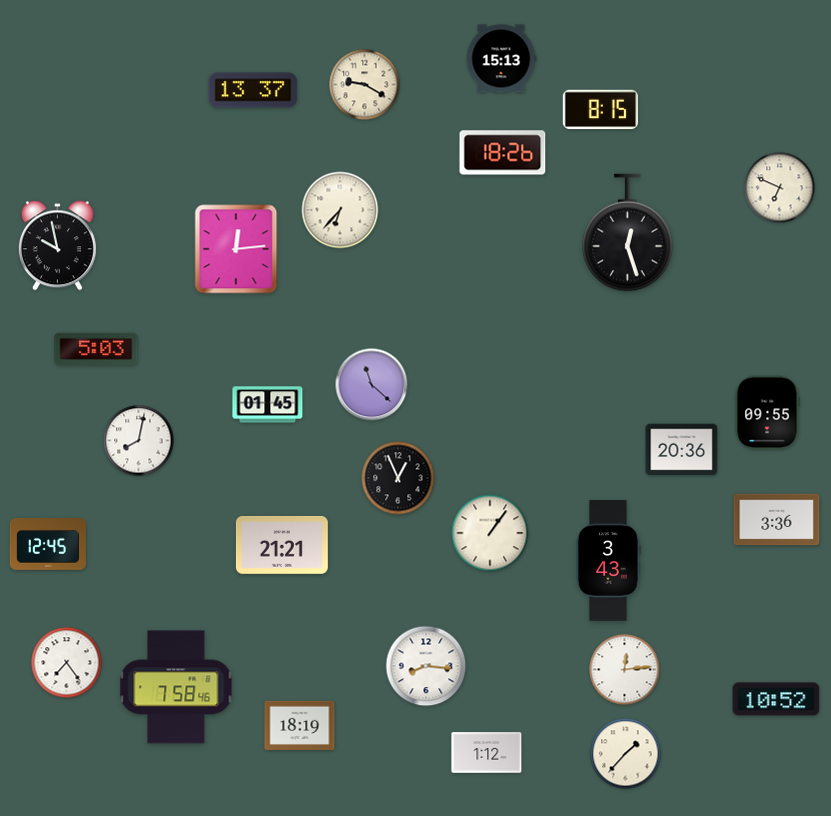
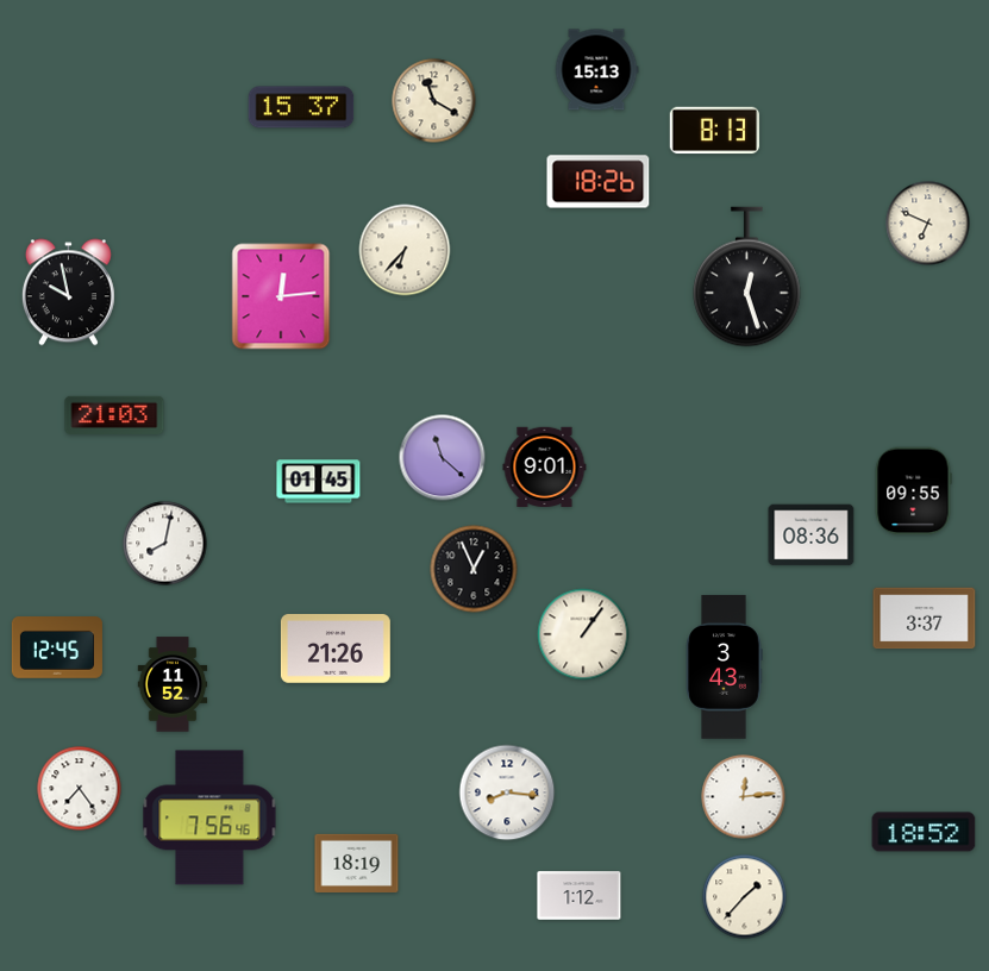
clock at (365, 85): 9:20 -> 11:20
clock at (253, 90): 13:37 -> 15:37
clock at (601, 110): 8:15 -> 8:13
clock at (96, 349): 5:03 -> 21:03
clock at (545, 466): none -> 9:01
clock at (139, 441) position: (139, 441) -> (165, 544)
clock at (682, 450): 20:36 -> 08:36
clock at (777, 520): 3:36 -> 3:37
clock at (282, 545): 21:21 -> 21:26
clock at (173, 684): none -> 11:52
clock at (176, 687): 7:58 -> 7:56
clock at (776, 699): 10:52 -> 18:52
